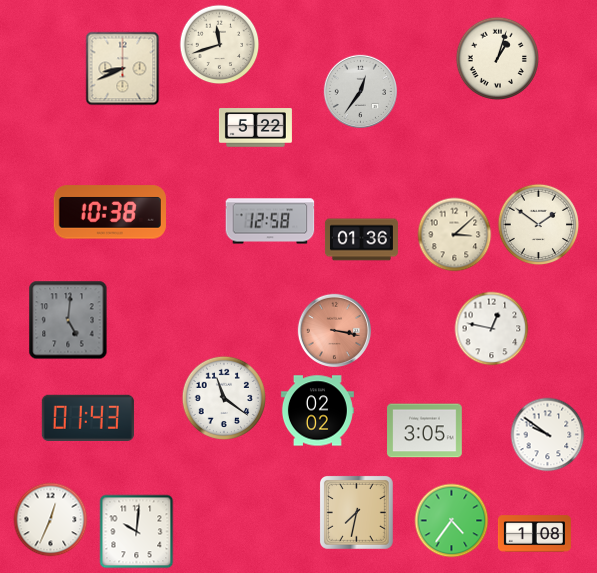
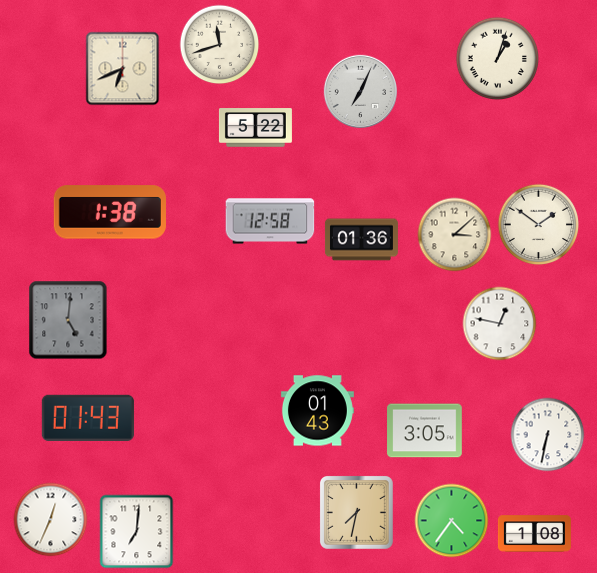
clock at (123, 69): 8:41 -> 6:41
clock at (360, 91): 12:36 -> 7:04
clock at (110, 212): 10:38 -> 1:38
clock at (492, 329) position: (492, 329) -> (500, 324)
clock at (334, 330): 3:17 -> none
clock at (223, 397): 11:21 -> none
clock at (317, 411): 02:02 -> 01:43
clock at (548, 435): 9:51 -> 6:32
clock at (137, 532): 10:01 -> 7:01
